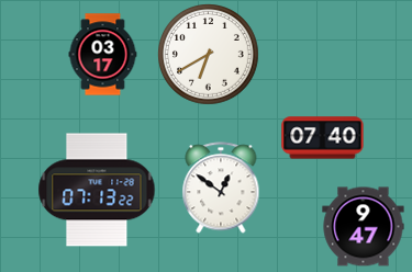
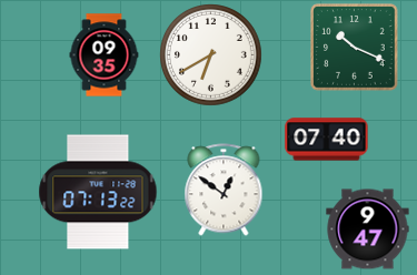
clock at (355, 48): none -> 10:19
clock at (103, 55): 03:17 -> 09:35
